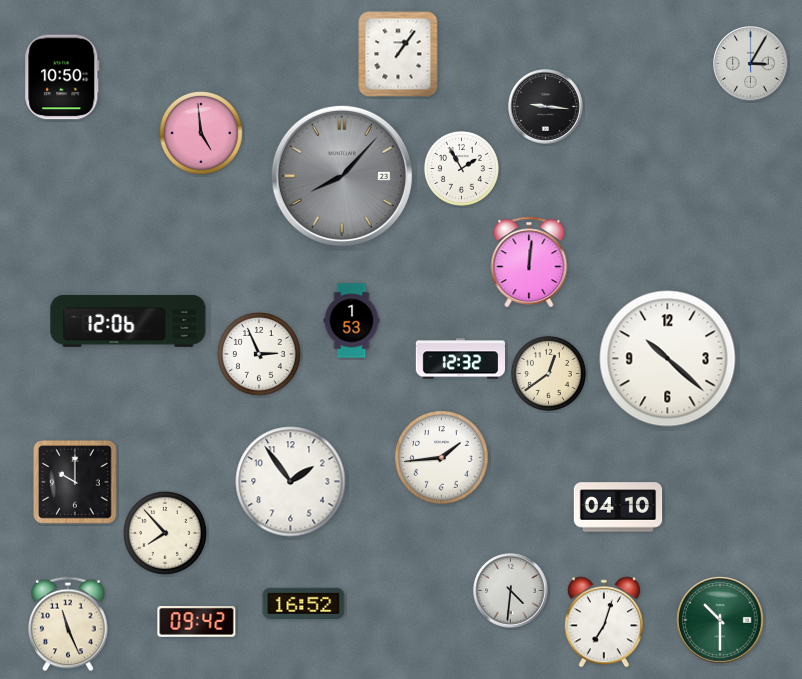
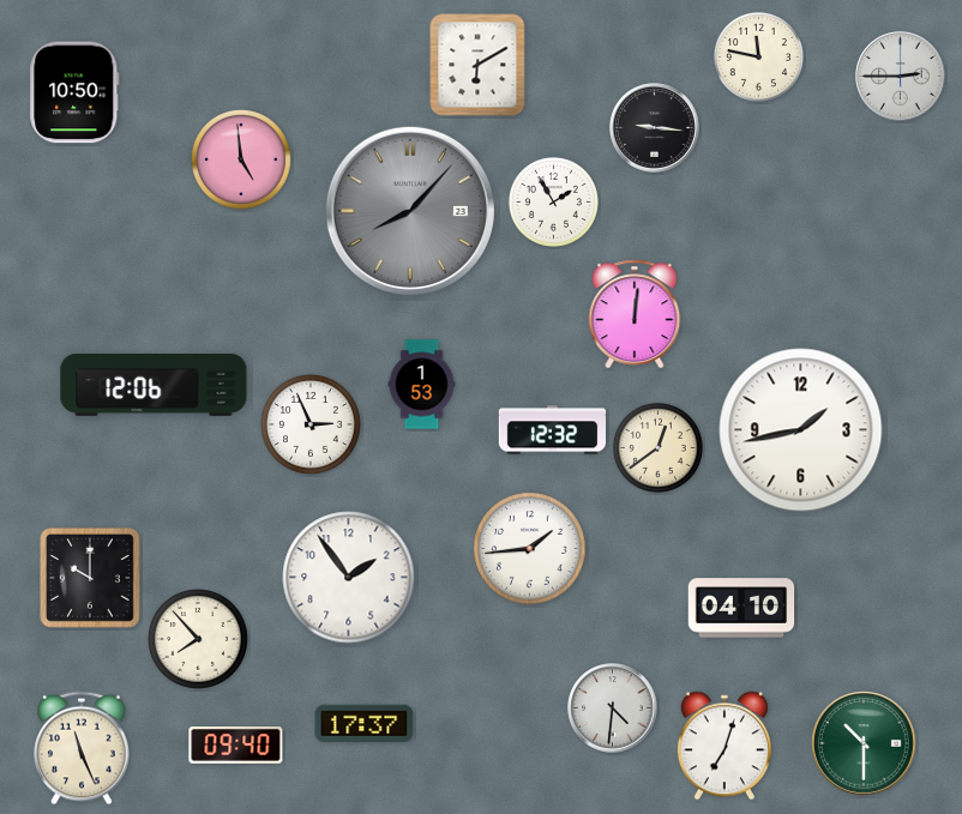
clock at (758, 56): none -> 11:47
clock at (398, 54): 1:06 -> 6:10
clock at (751, 64): 3:05 -> 2:45
clock at (668, 359): 10:22 -> 1:43
clock at (304, 603): 16:52 -> 17:37
clock at (197, 622): 09:42 -> 09:40
